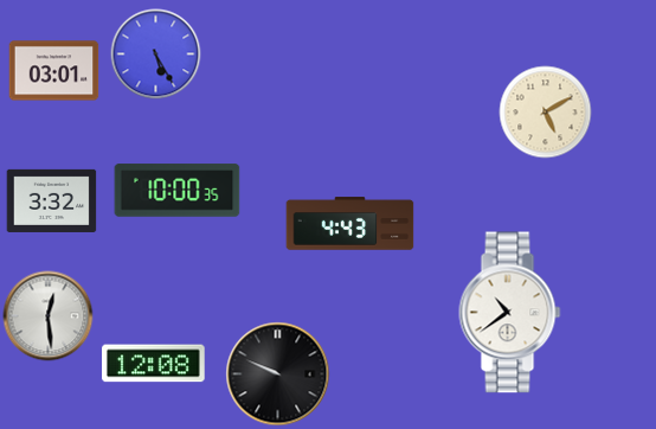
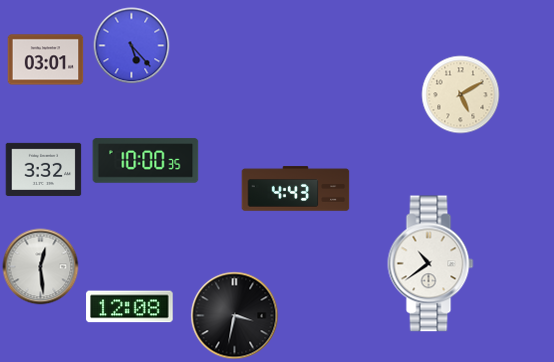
clock at (156, 55): 5:25 -> 5:23
clock at (178, 191) position: (178, 191) -> (146, 161)
clock at (278, 374): 9:49 -> 3:32
